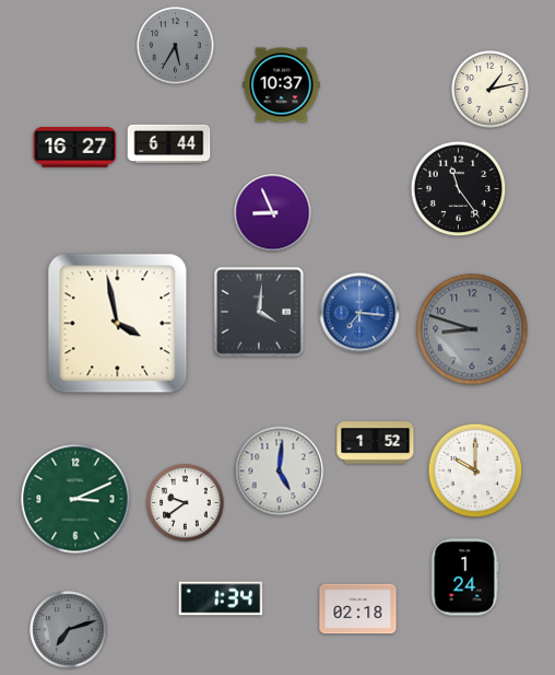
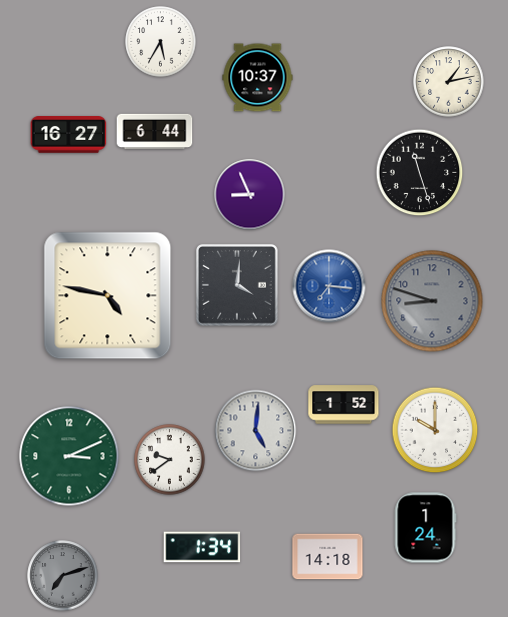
clock at (176, 46) dial: grey -> white
clock at (459, 189): 11:24 -> 11:27
clock at (118, 324): 3:58 -> 4:47
clock at (358, 609): 02:18 -> 14:18
